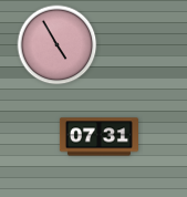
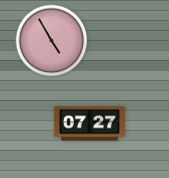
clock at (98, 137): 07:31 -> 07:27
